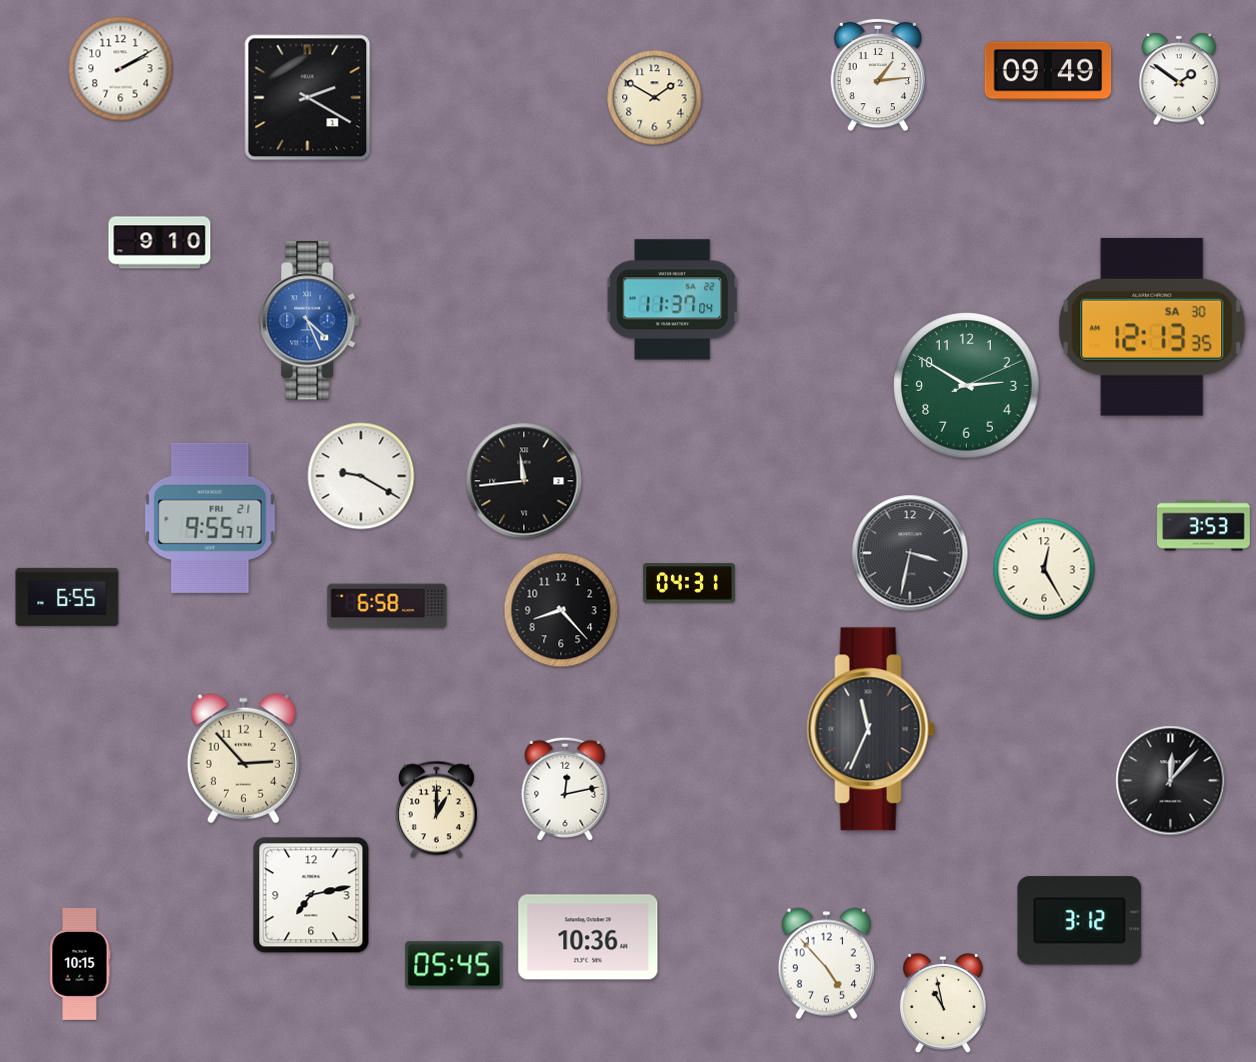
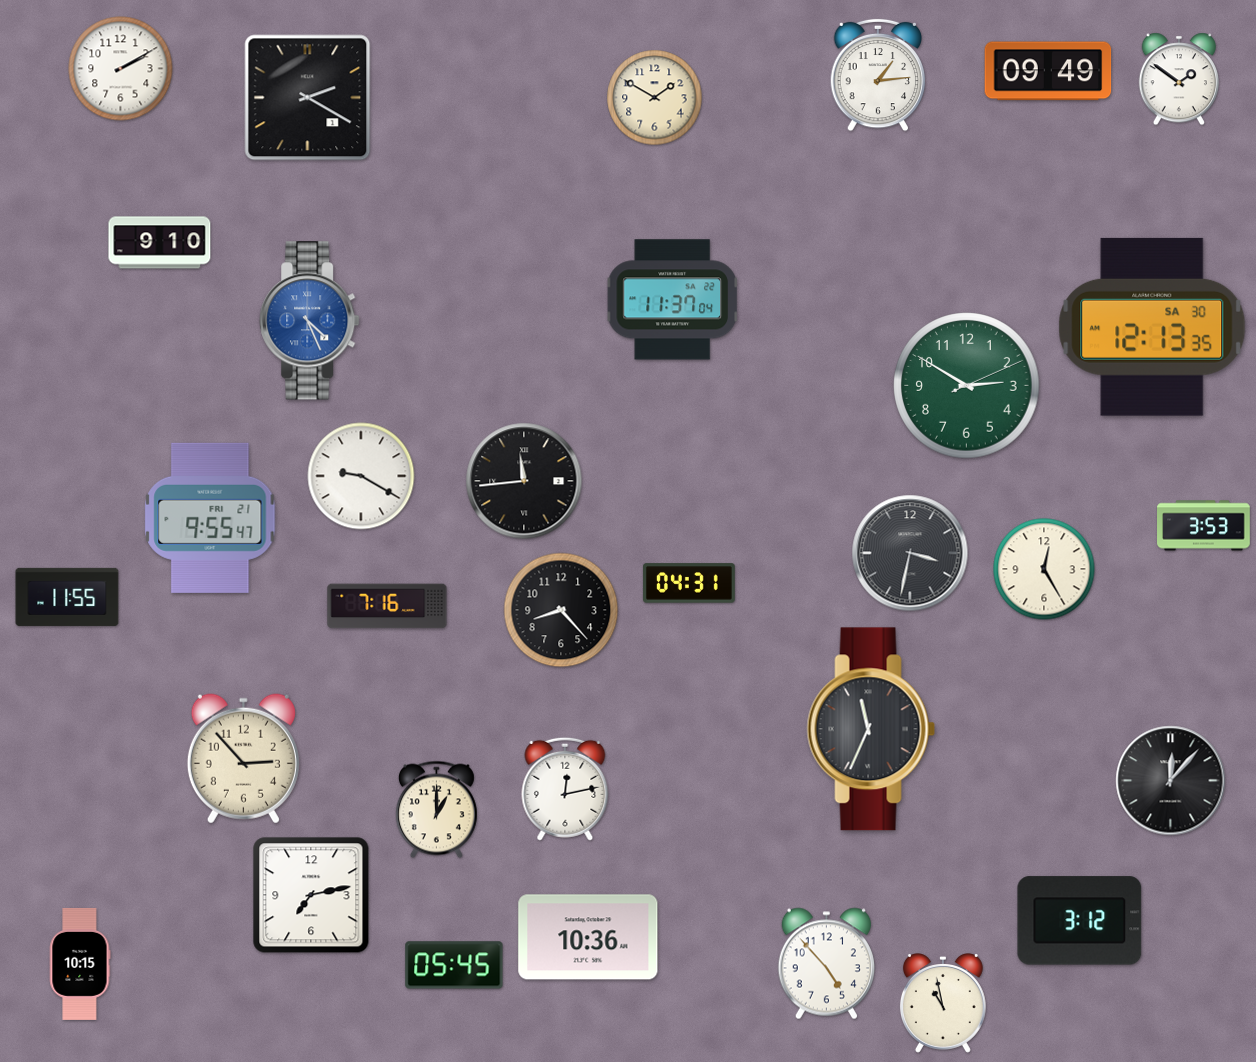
clock at (67, 597): 6:55 -> 11:55
clock at (387, 606): 6:58 -> 7:16
